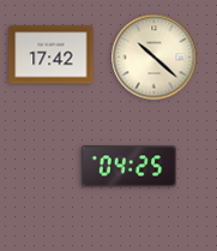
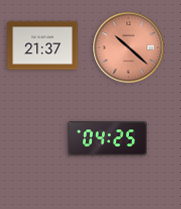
clock at (52, 55): 17:42 -> 21:37
clock at (155, 58) dial: cream -> salmon
